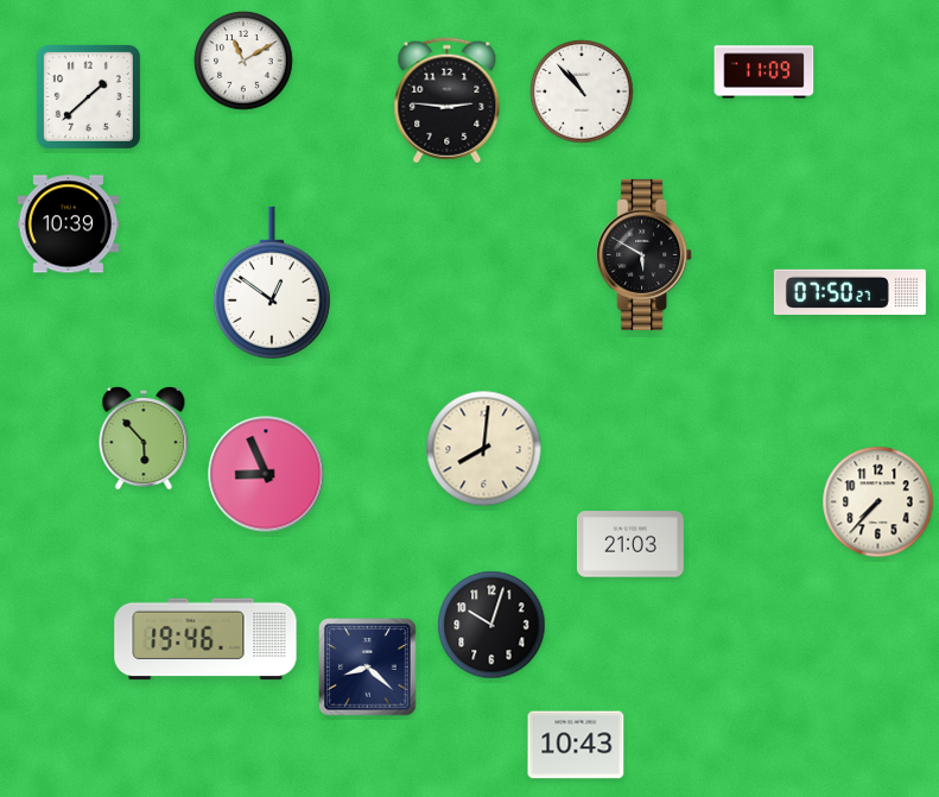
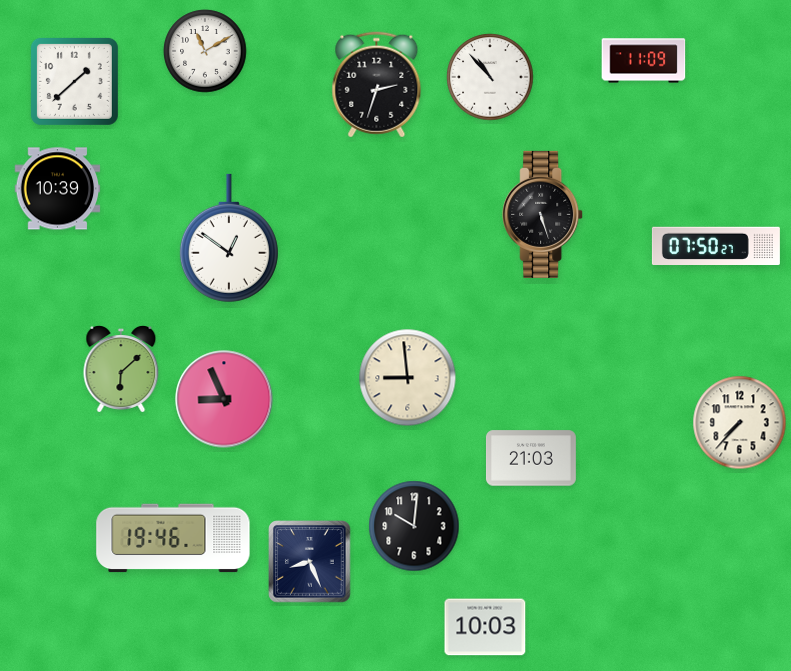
clock at (448, 101): 2:46 -> 2:33
clock at (645, 254): 5:50 -> 5:27
clock at (144, 439): 5:53 -> 6:08
clock at (484, 449): 8:01 -> 8:59
clock at (491, 625): 10:03 -> 10:01
clock at (368, 668): 8:22 -> 8:26
clock at (576, 745): 10:43 -> 10:03
